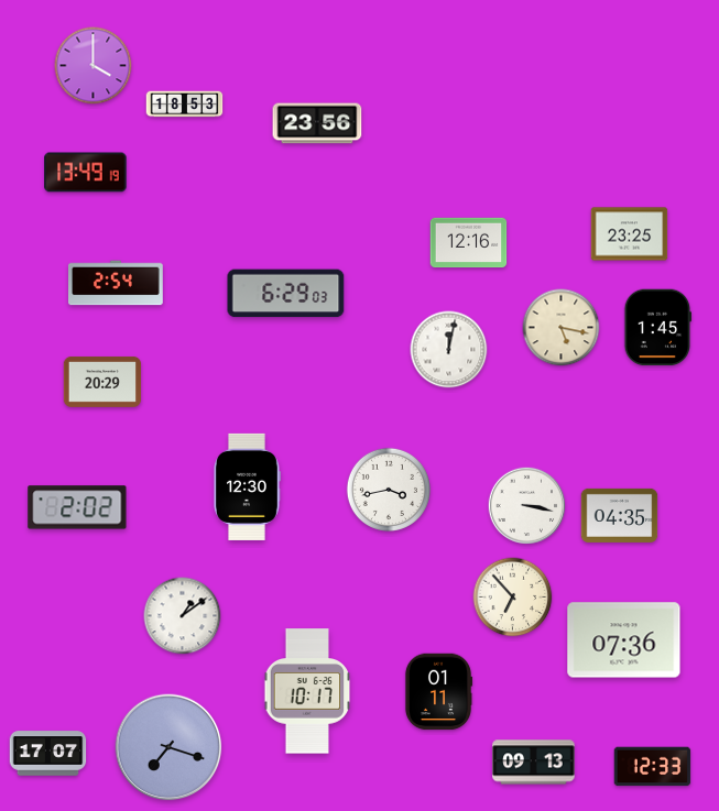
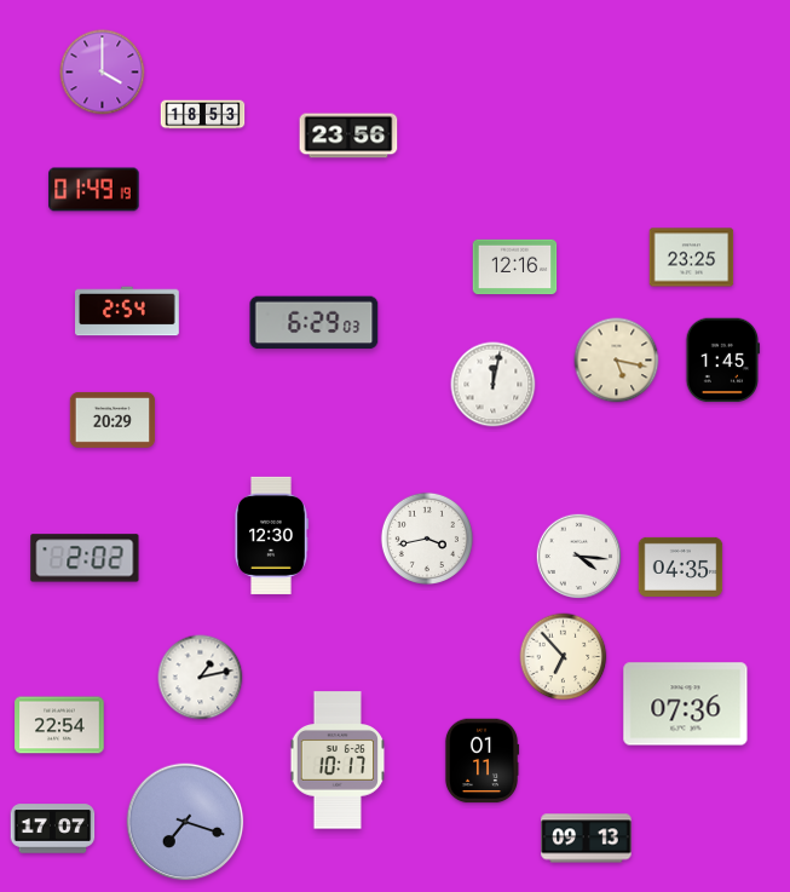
clock at (86, 173): 13:49 -> 01:49
clock at (527, 506): 3:17 -> 4:16
clock at (183, 616): 1:09 -> 1:13
clock at (59, 725): none -> 22:54
clock at (653, 767): 12:33 -> none
